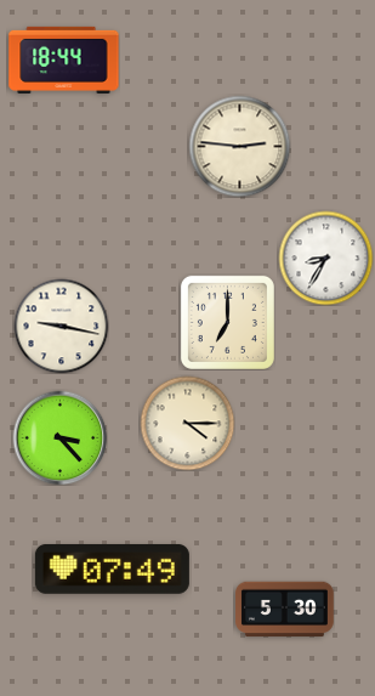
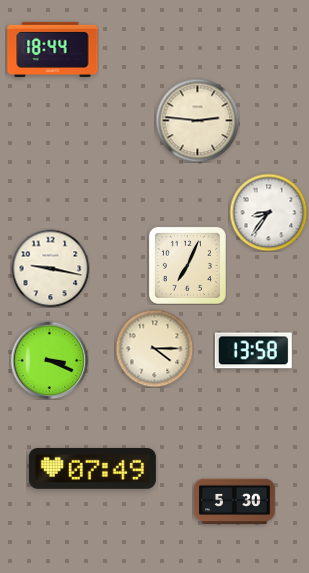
clock at (325, 258): 8:35 -> 8:36
clock at (227, 322): 7:00 -> 7:04
clock at (253, 351): none -> 13:58
clock at (59, 437): 3:23 -> 3:19
